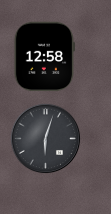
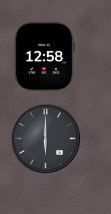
clock at (46, 139): 6:03 -> 6:00
